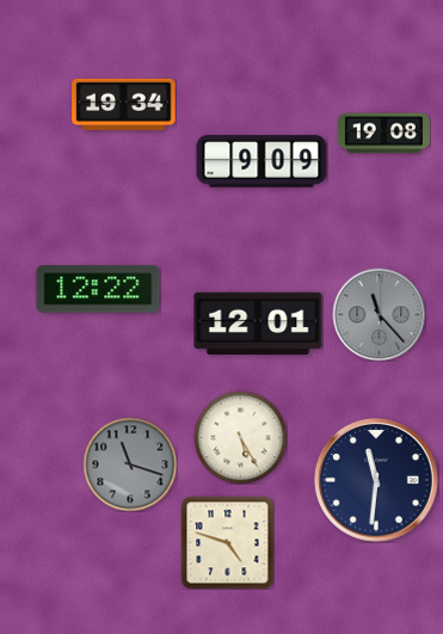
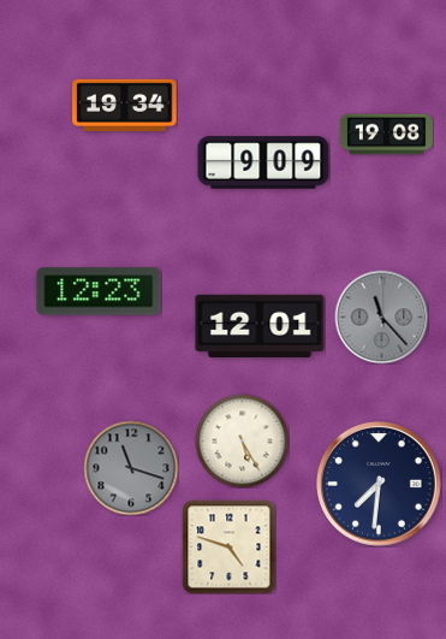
clock at (98, 289): 12:22 -> 12:23
clock at (377, 481): 11:31 -> 7:31
